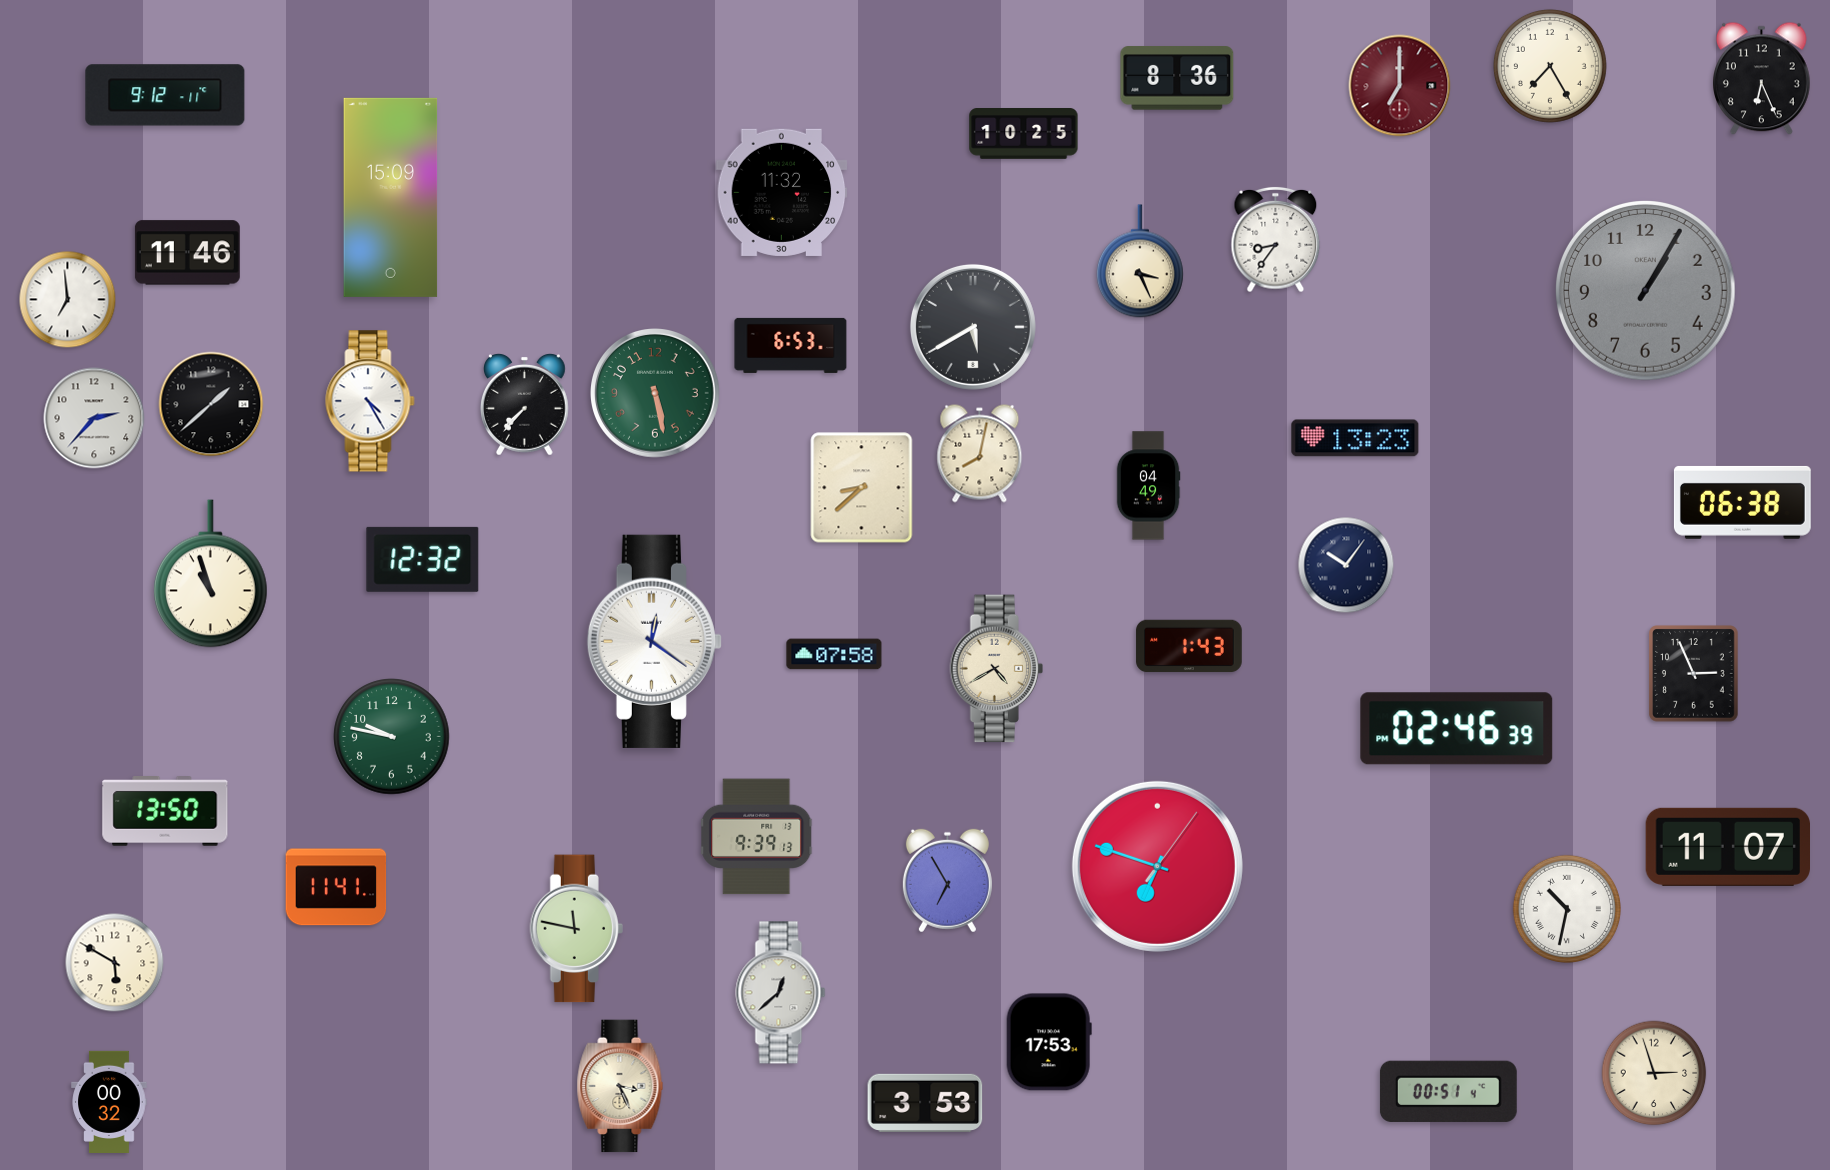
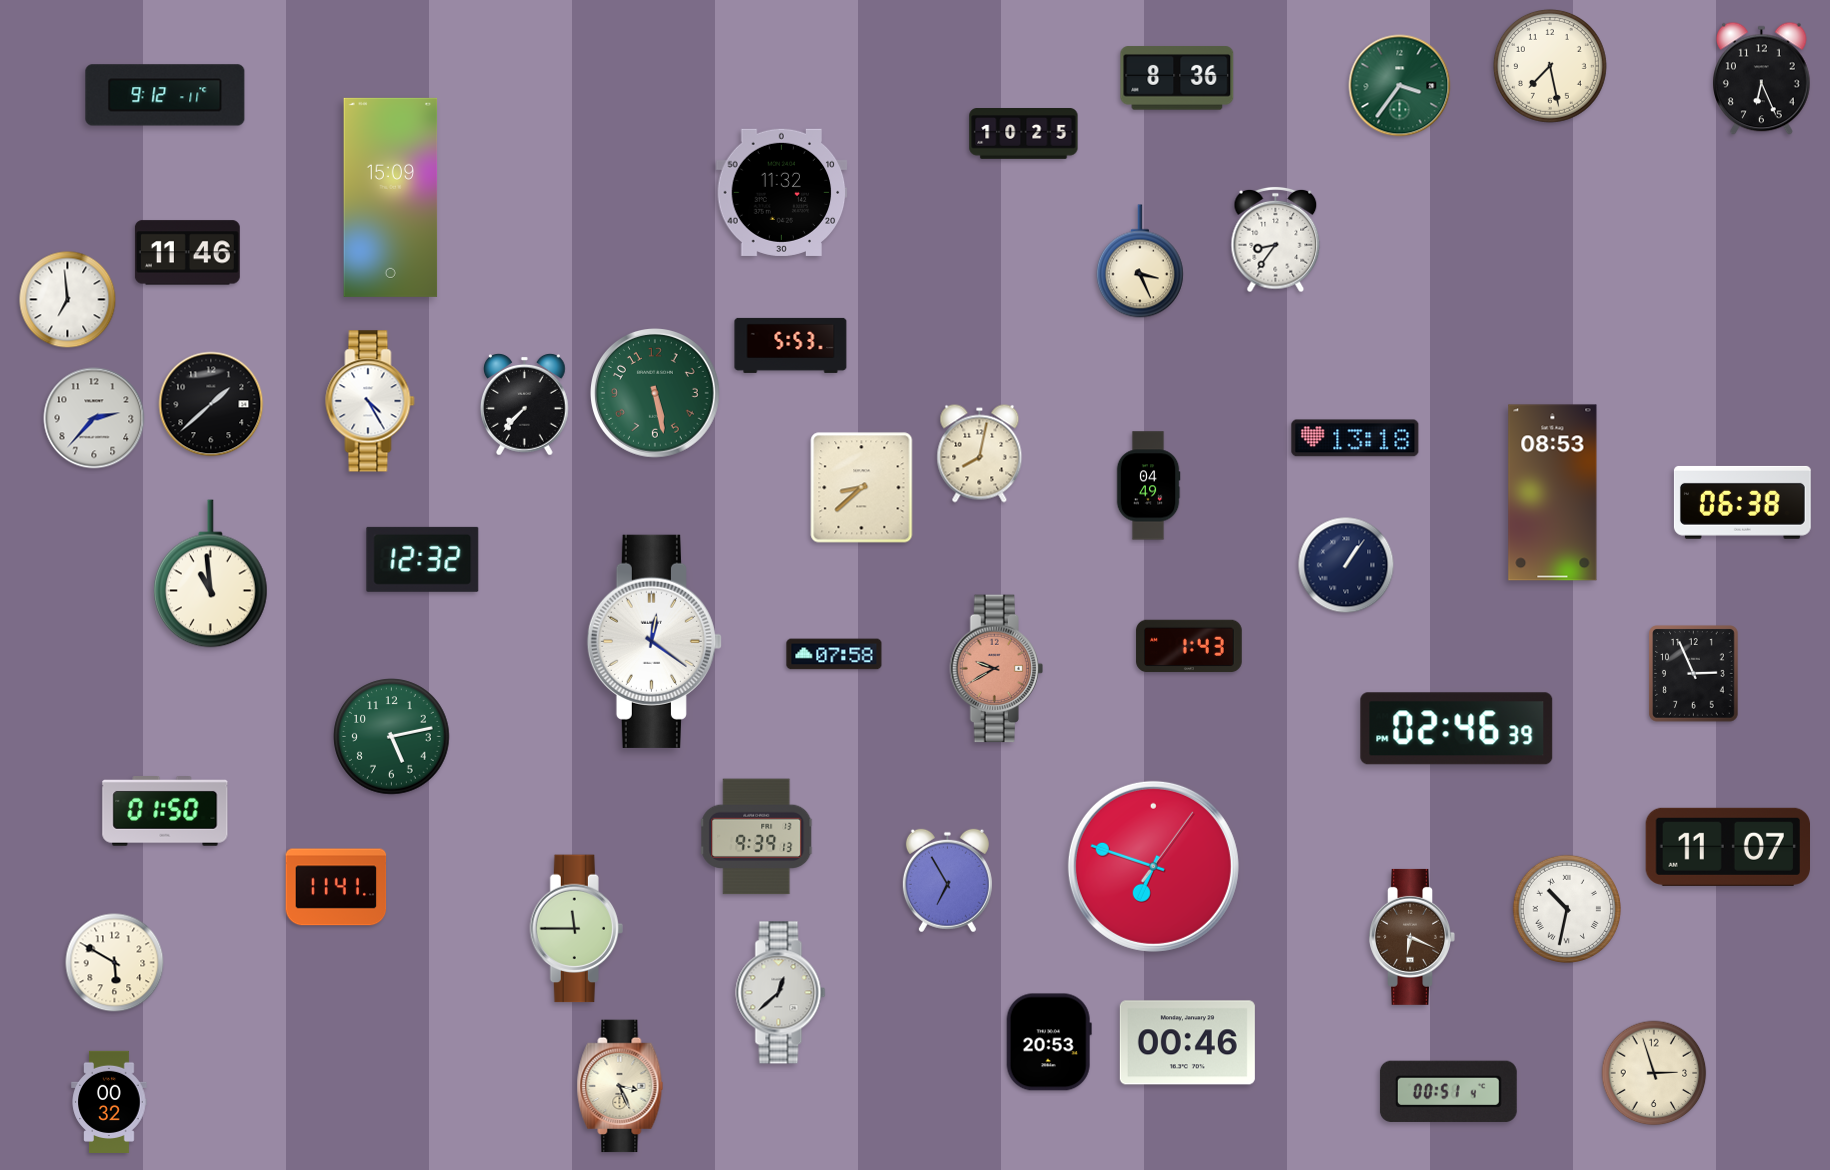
clock at (1550, 66): 7:25 -> 7:28
clock at (1400, 86): 7:00 -> 3:36
clock at (1400, 86) dial: burgundy -> green
clock at (1646, 291): 1:05 -> none
clock at (973, 327): 5:40 -> none
clock at (791, 345): 6:53 -> 5:53
clock at (1355, 438): 13:23 -> 13:18
clock at (1553, 493): none -> 08:53
clock at (1346, 565): 10:06 -> 1:06
clock at (210, 574): 10:57 -> 10:59
clock at (996, 669): 4:40 -> 9:40
clock at (996, 669) dial: cream -> salmon
clock at (392, 737): 9:47 -> 5:13
clock at (165, 812): 13:50 -> 01:50
clock at (1157, 866) position: (1157, 866) -> (1153, 866)
clock at (576, 929): 11:47 -> 11:45
clock at (1412, 937): none -> 6:19
clock at (1049, 1042): 17:53 -> 20:53
clock at (1187, 1043): none -> 00:46
clock at (925, 1103): 3:53 -> none
